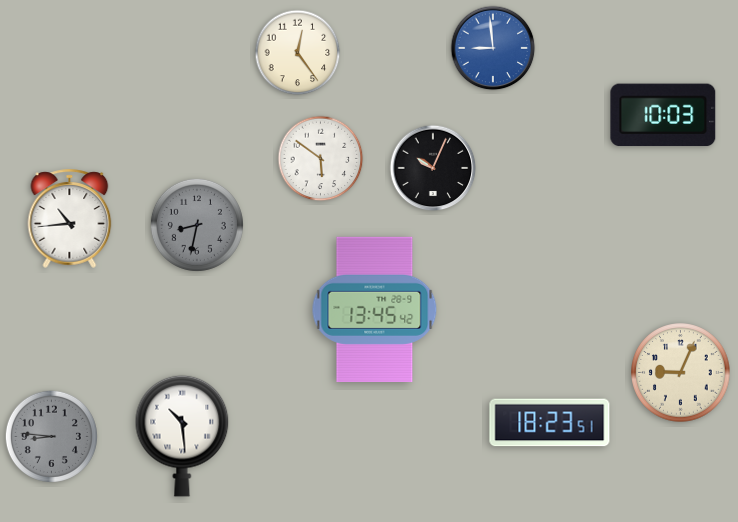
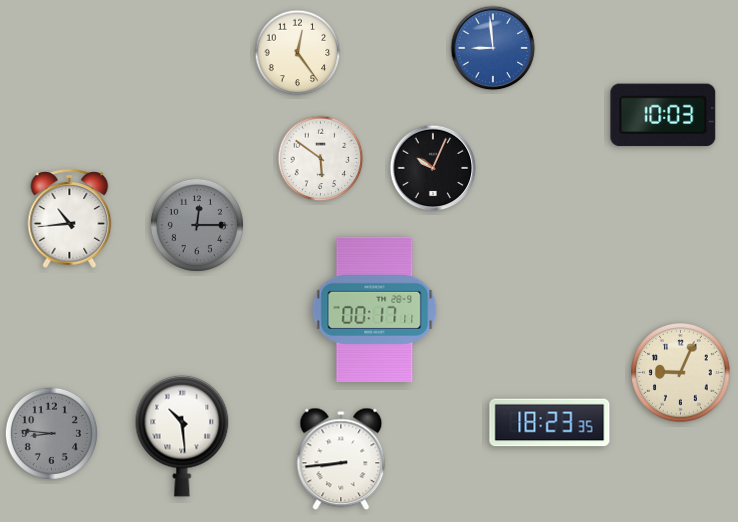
clock at (197, 225): 8:32 -> 12:15
clock at (375, 309): 13:45 -> 00:17
clock at (550, 423): 18:23:51 -> 18:23:35
clock at (51, 436) position: (51, 436) -> (51, 433)
clock at (341, 459): none -> 8:44
